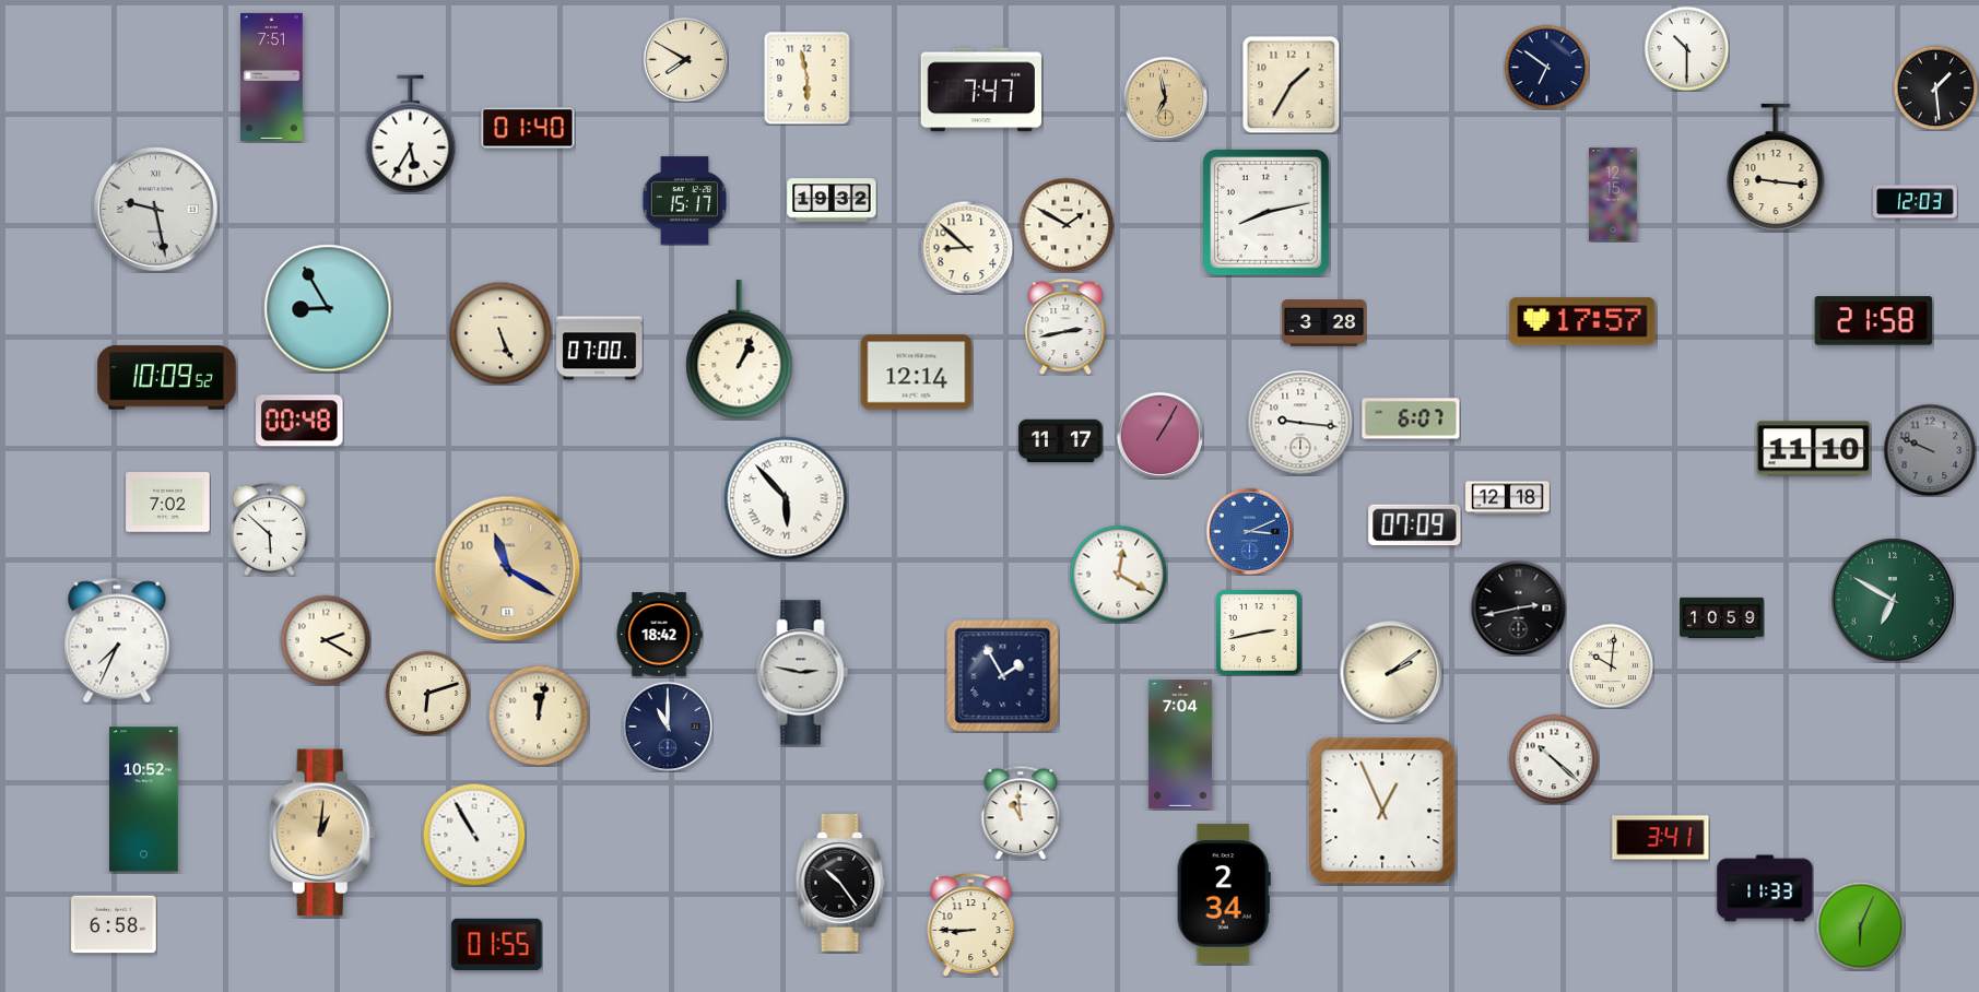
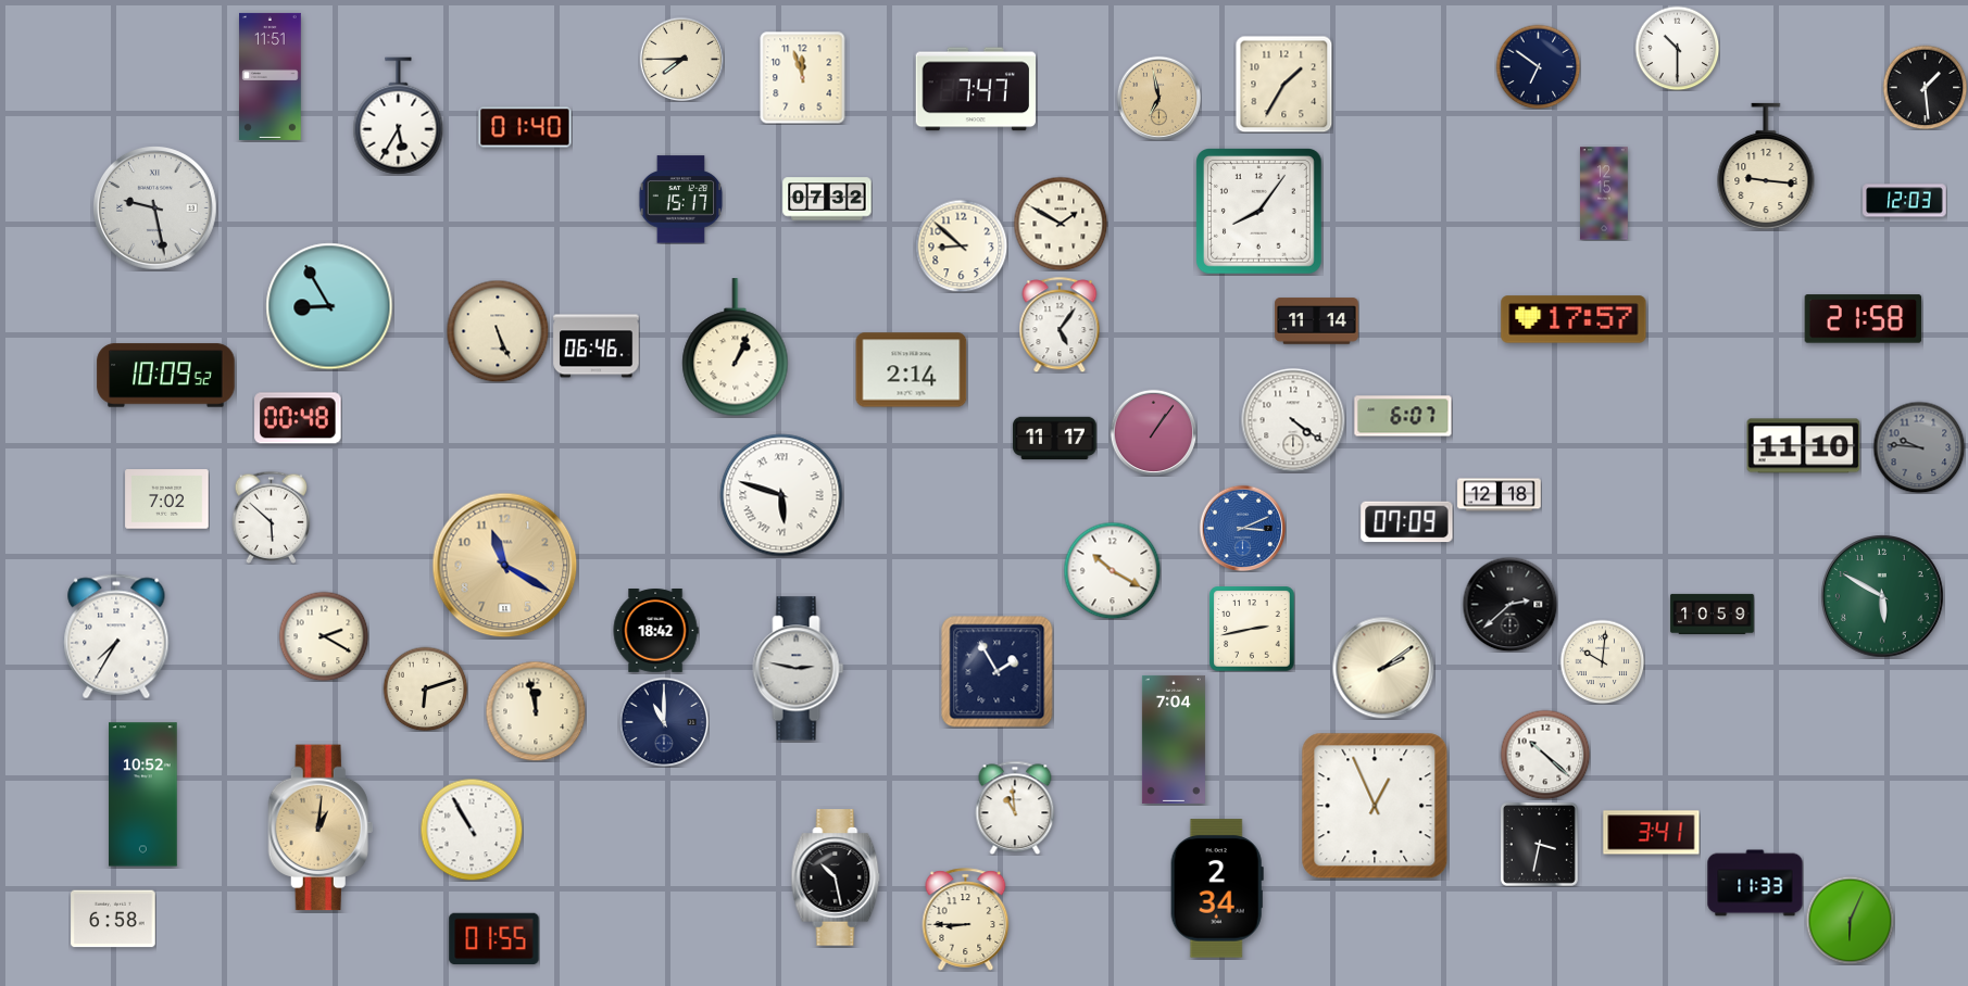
clock at (685, 59): 7:50 -> 7:45
clock at (272, 76): 7:51 -> 11:51
clock at (808, 78): 5:58 -> 11:57
clock at (411, 134) position: (411, 134) -> (399, 116)
clock at (832, 200): 19:32 -> 07:32
clock at (1267, 213): 8:13 -> 8:06
clock at (328, 308) position: (328, 308) -> (329, 306)
clock at (1324, 323): 3:28 -> 11:14
clock at (1065, 327): 2:43 -> 5:06
clock at (600, 349): 07:00 -> 06:46
clock at (917, 373): 12:14 -> 2:14
clock at (1300, 423): 9:16 -> 4:21
clock at (1159, 435): 1:05 -> 1:06
clock at (1930, 450): 9:49 -> 9:46
clock at (786, 498): 5:53 -> 5:48
clock at (270, 529) position: (270, 529) -> (272, 517)
clock at (1118, 574): 12:20 -> 10:20
clock at (1893, 600): 6:50 -> 5:50
clock at (1518, 607): 2:43 -> 2:38
clock at (117, 640): 7:34 -> 7:35
clock at (539, 716): 12:02 -> 11:58
clock at (1539, 844): none -> 3:32
clock at (840, 883): 10:24 -> 10:28
